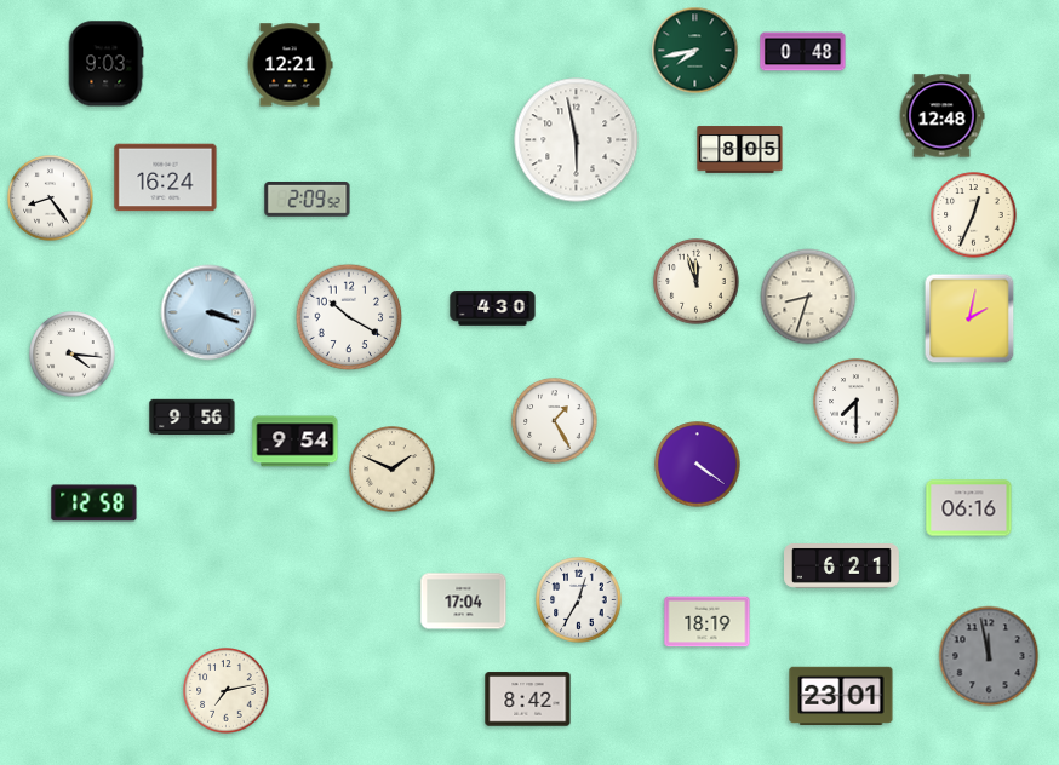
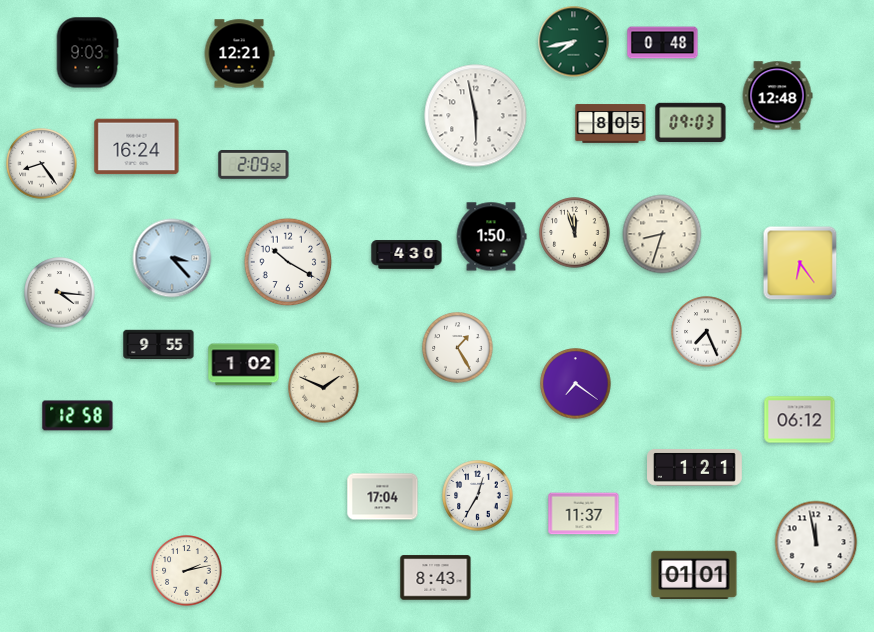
clock at (691, 122): none -> 09:03
clock at (974, 215): 12:34 -> none
clock at (491, 237): none -> 1:50
clock at (808, 297) position: (808, 297) -> (662, 234)
clock at (208, 312): 3:18 -> 3:23
clock at (969, 318): 2:02 -> 6:24
clock at (857, 402): 7:30 -> 7:26
clock at (193, 418): 9:56 -> 9:55
clock at (296, 442): 9:54 -> 1:02
clock at (698, 465): 4:21 -> 7:21
clock at (969, 508): 06:16 -> 06:12
clock at (842, 566): 6:21 -> 1:21
clock at (708, 622): 18:19 -> 11:37
clock at (989, 656) dial: grey -> white
clock at (227, 691): 7:13 -> 2:13
clock at (841, 696): 23:01 -> 01:01
clock at (528, 700): 8:42 -> 8:43
